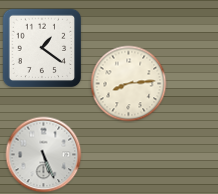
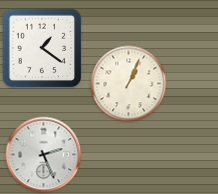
clock at (129, 84): 8:14 -> 1:04
clock at (44, 155): 5:26 -> 2:26
